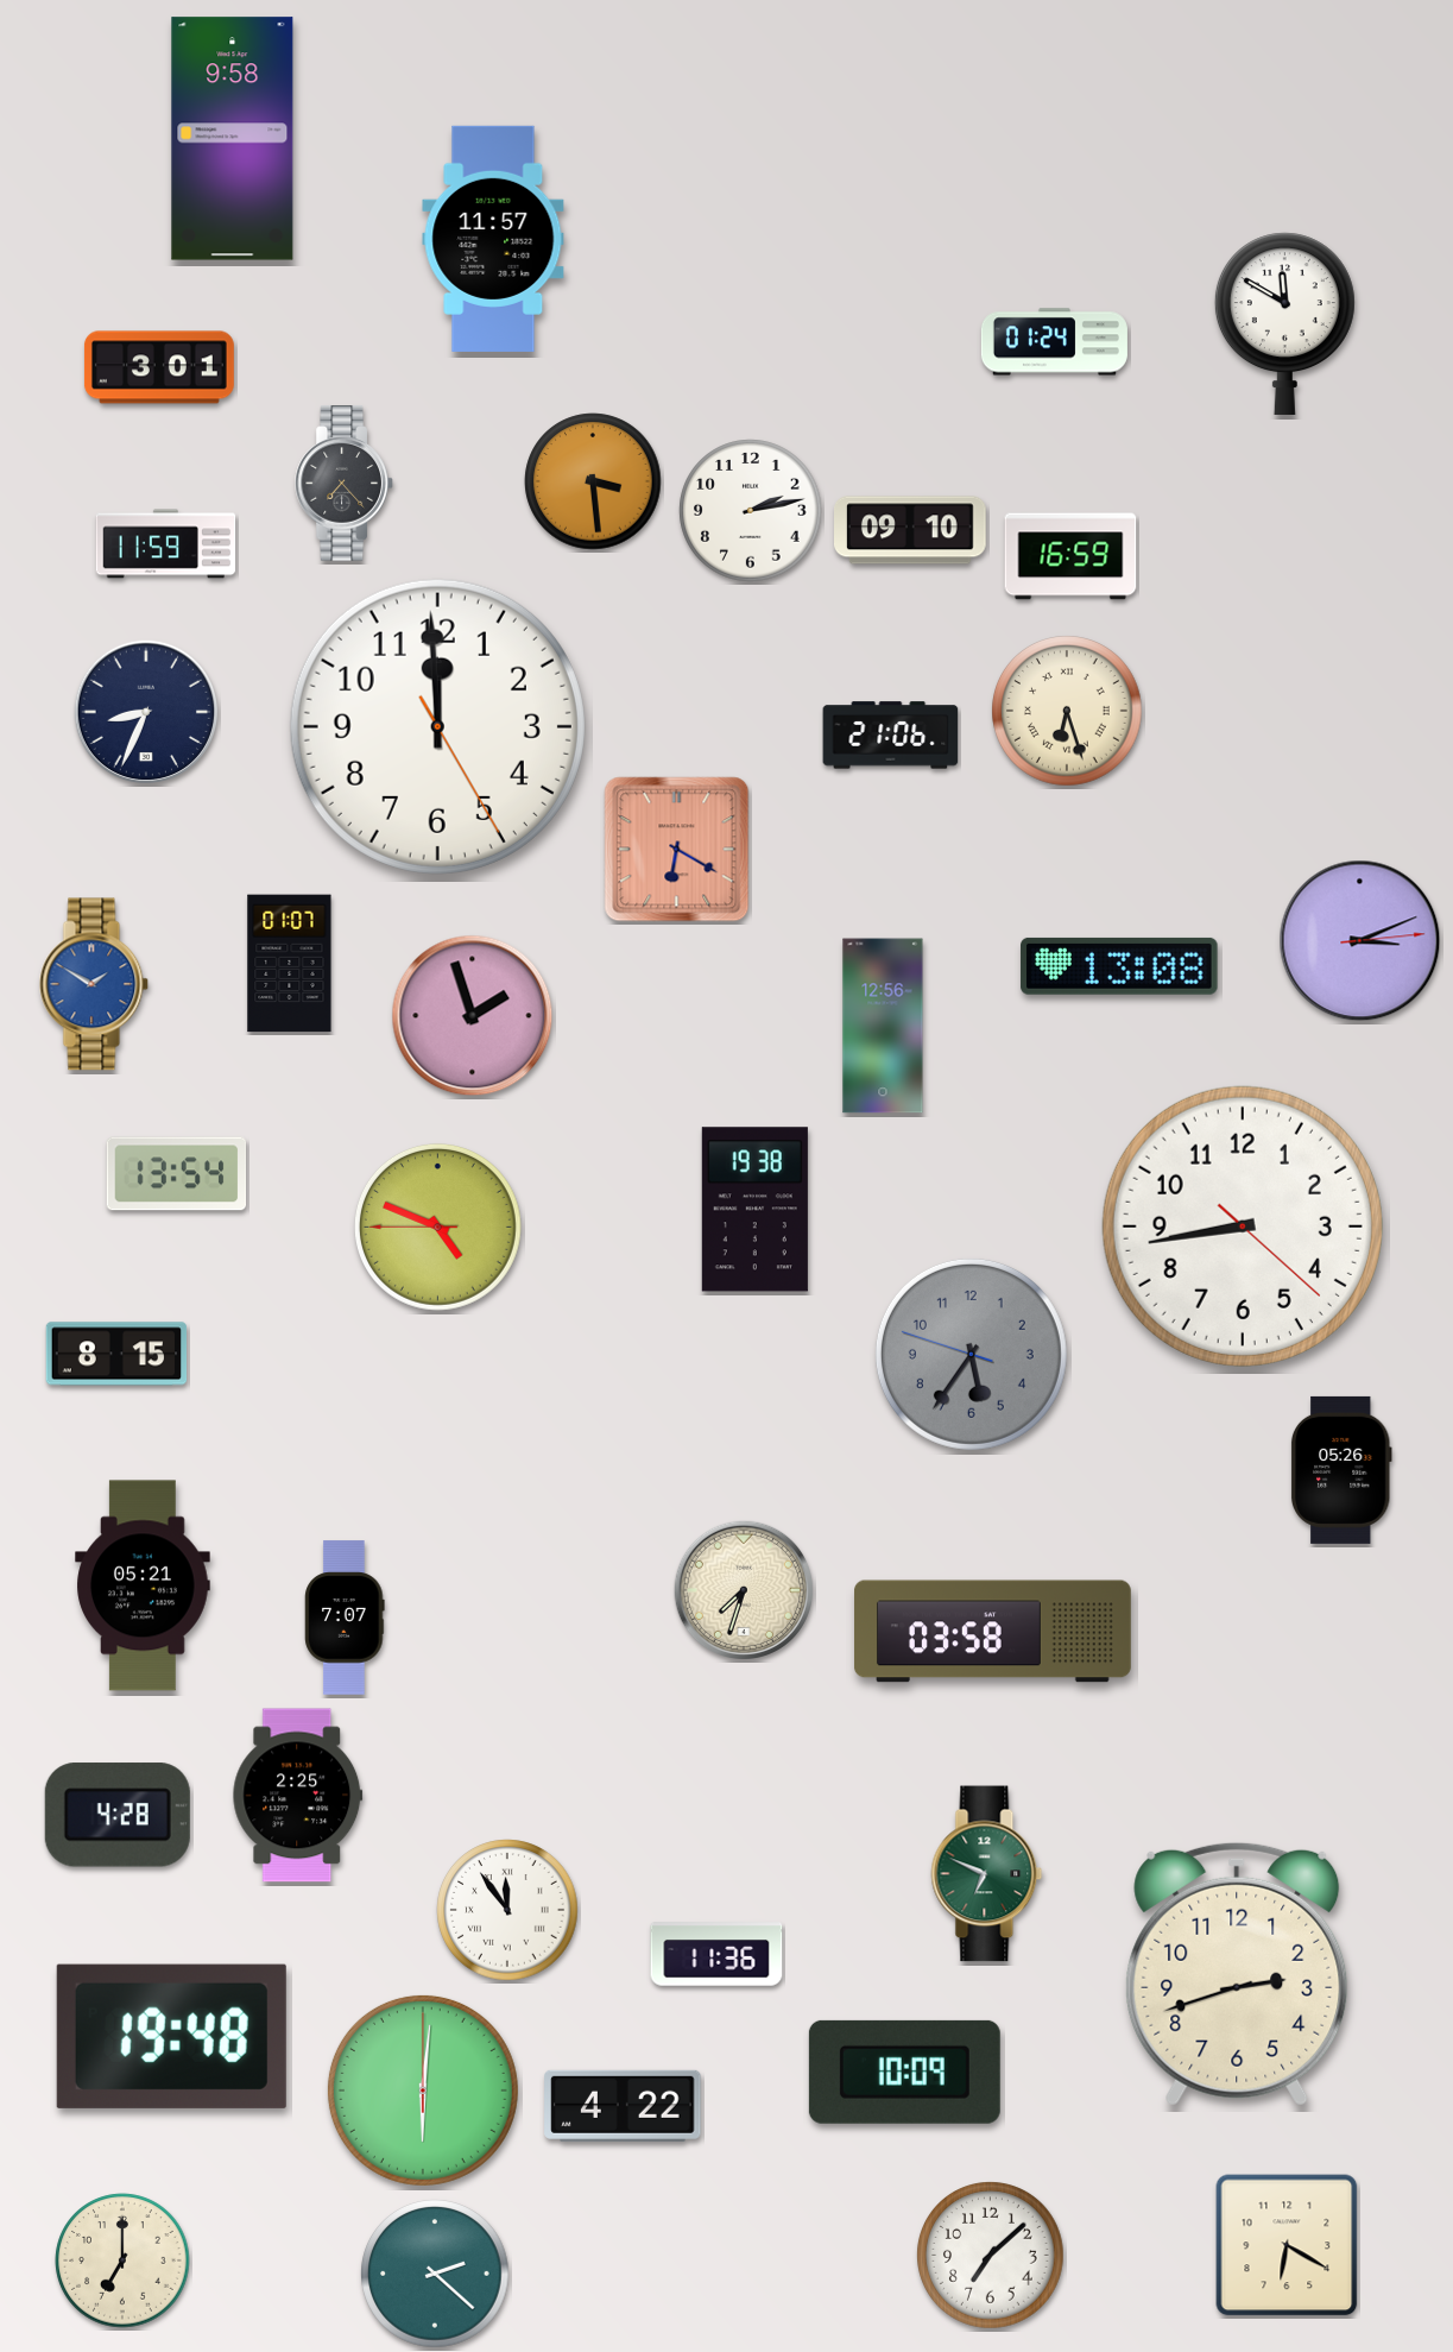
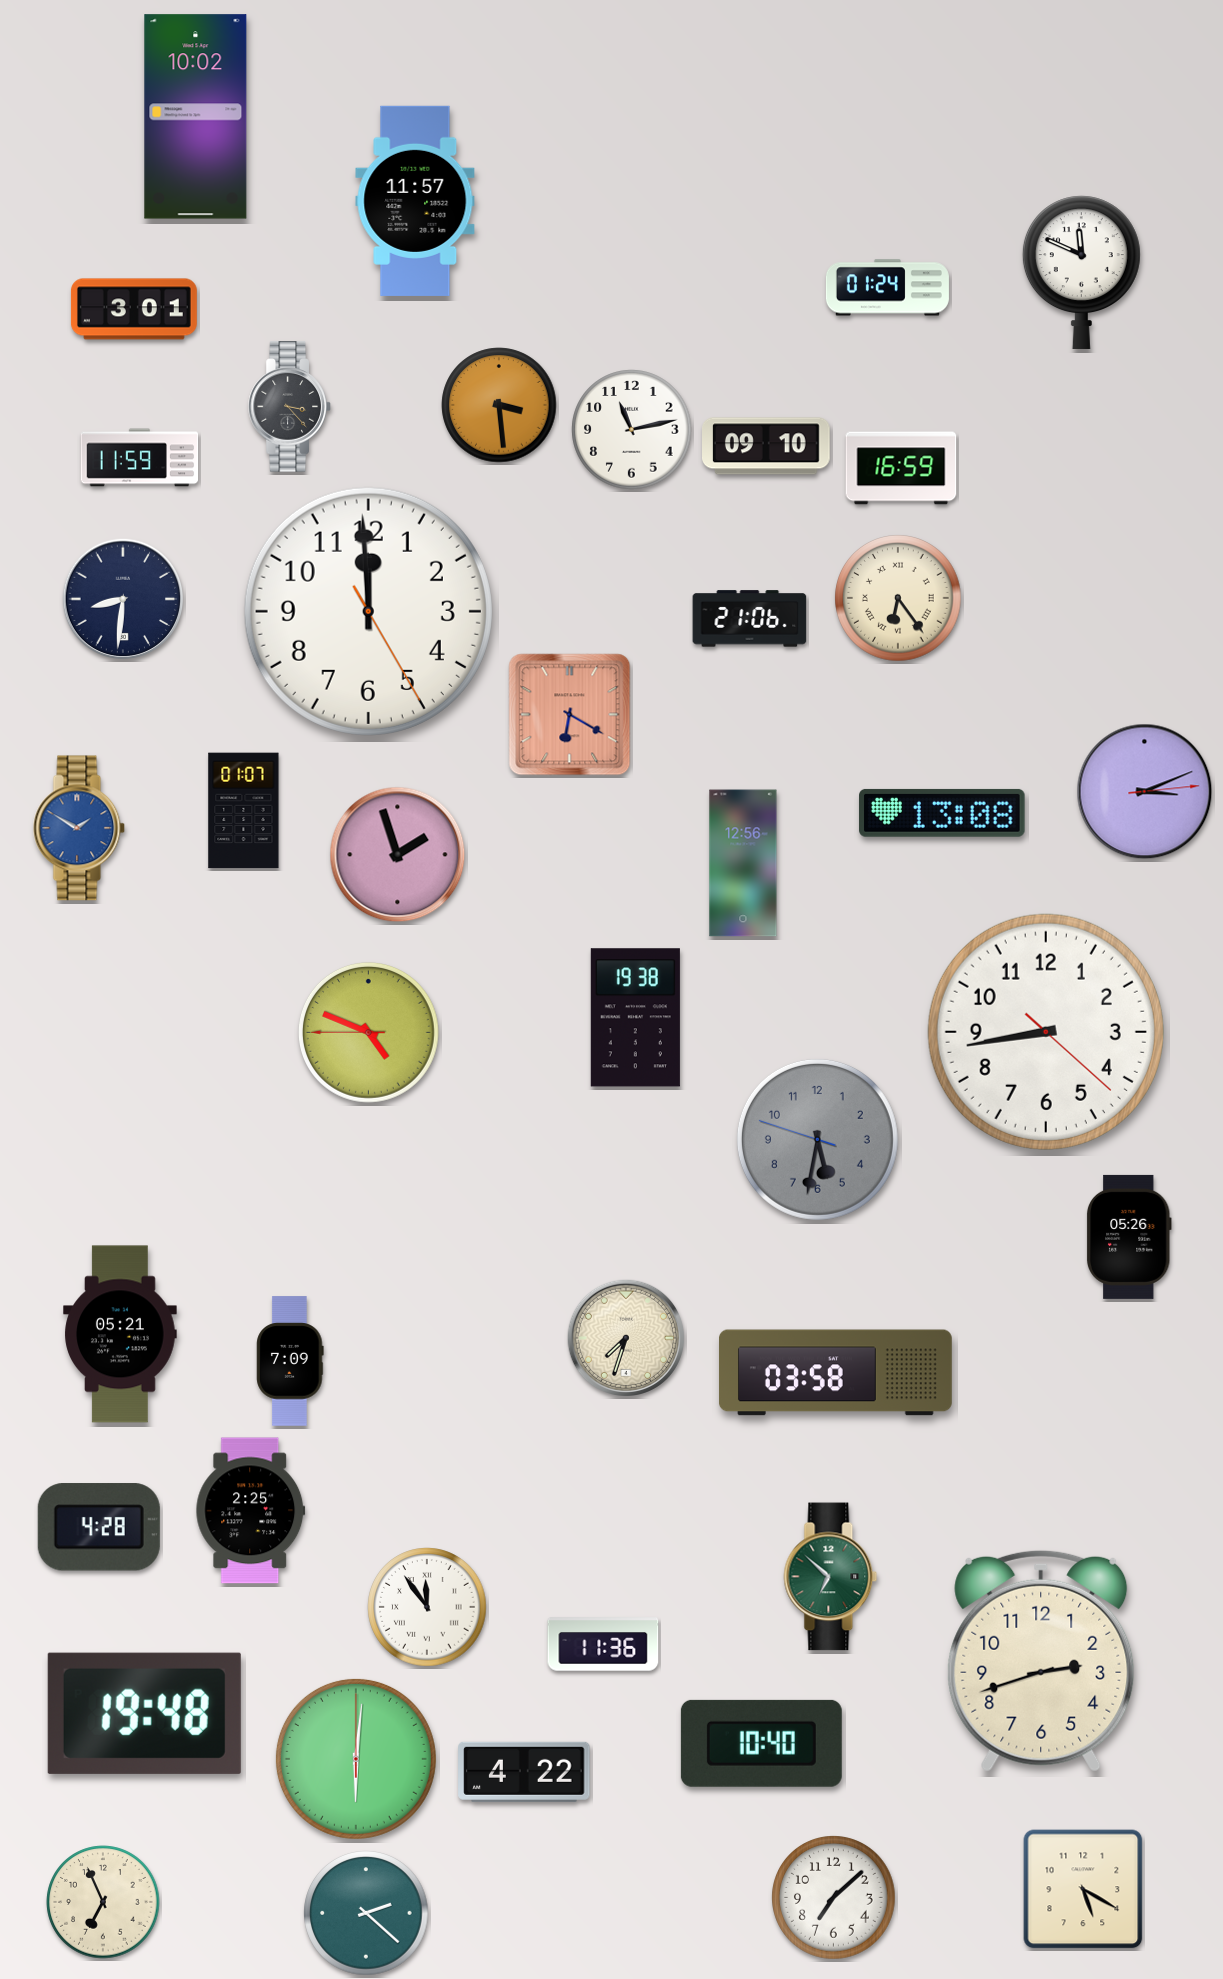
clock at (233, 139): 9:58 -> 10:02
clock at (1284, 323): 11:50 -> 11:49
clock at (345, 484): 7:23 -> 3:23
clock at (751, 511): 2:13 -> 11:13
clock at (1067, 711): 6:27 -> 6:24
clock at (146, 712): 8:34 -> 8:31
clock at (177, 1174): 13:54 -> none
clock at (116, 1354): 8:15 -> none
clock at (971, 1354): 5:35 -> 5:31
clock at (345, 1618): 7:07 -> 7:09
clock at (987, 1874): 6:49 -> 6:52
clock at (904, 2072): 10:09 -> 10:40
clock at (1287, 2245): 6:20 -> 5:20
clock at (122, 2260): 7:00 -> 6:56
